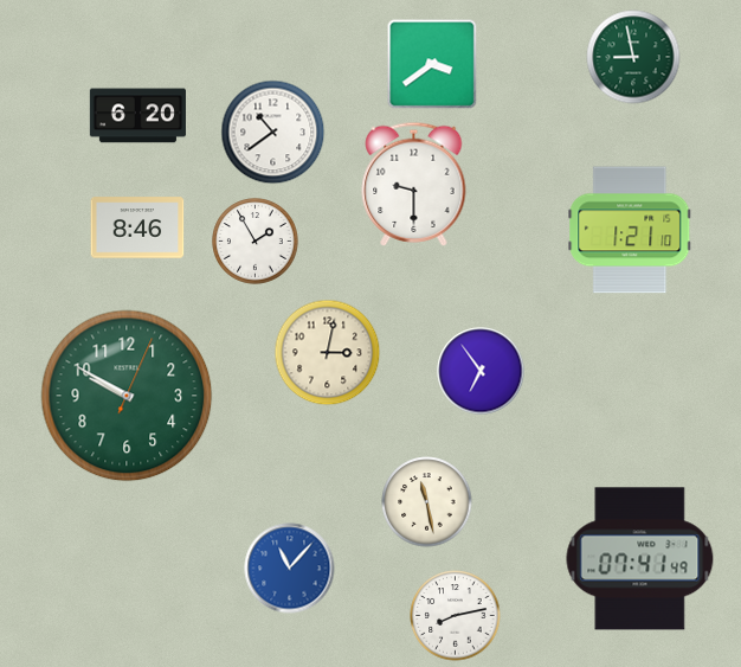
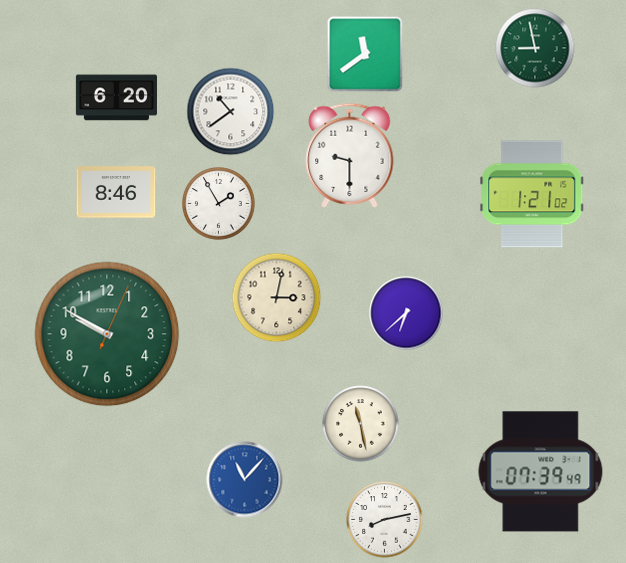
clock at (432, 64): 3:39 -> 11:39
clock at (630, 230): 1:21:10 -> 1:21:02
clock at (256, 242) position: (256, 242) -> (219, 204)
clock at (481, 371): 6:54 -> 6:38
clock at (640, 559): 07:41 -> 07:39
